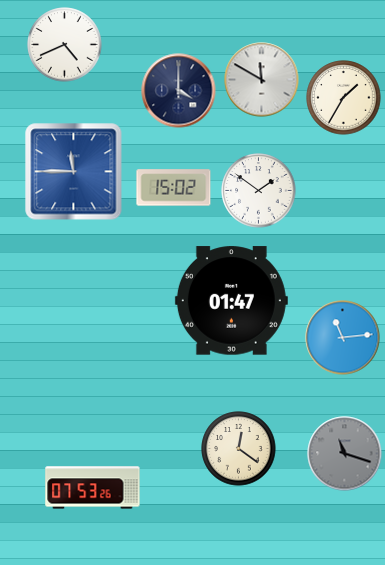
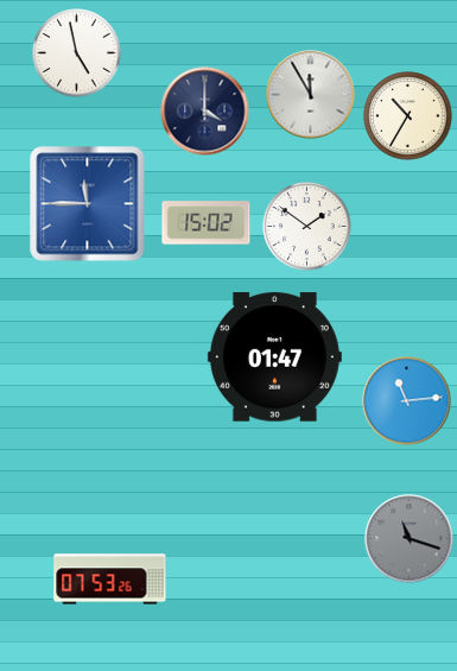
clock at (65, 45): 4:41 -> 4:58
clock at (262, 80): 11:50 -> 11:55
clock at (179, 91) position: (179, 91) -> (205, 112)
clock at (344, 98): 1:35 -> 10:35
clock at (239, 449): 12:21 -> none
